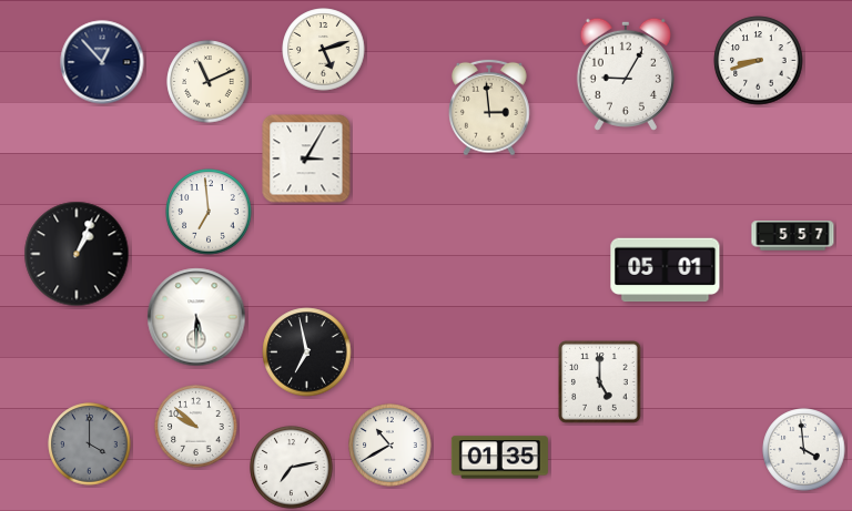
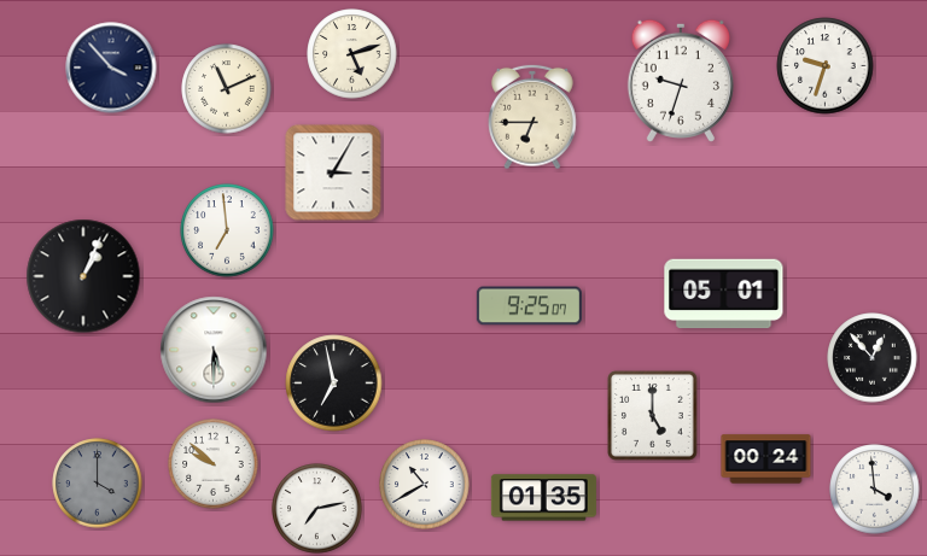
clock at (759, 61): 8:42 -> 9:33
clock at (102, 62): 12:53 -> 3:53
clock at (626, 74): 9:05 -> 9:33
clock at (490, 108): 2:59 -> 6:45
clock at (793, 236): 5:57 -> none
clock at (529, 306): none -> 9:25
clock at (196, 317) position: (196, 317) -> (214, 350)
clock at (873, 358): none -> 12:53
clock at (766, 460): none -> 00:24
